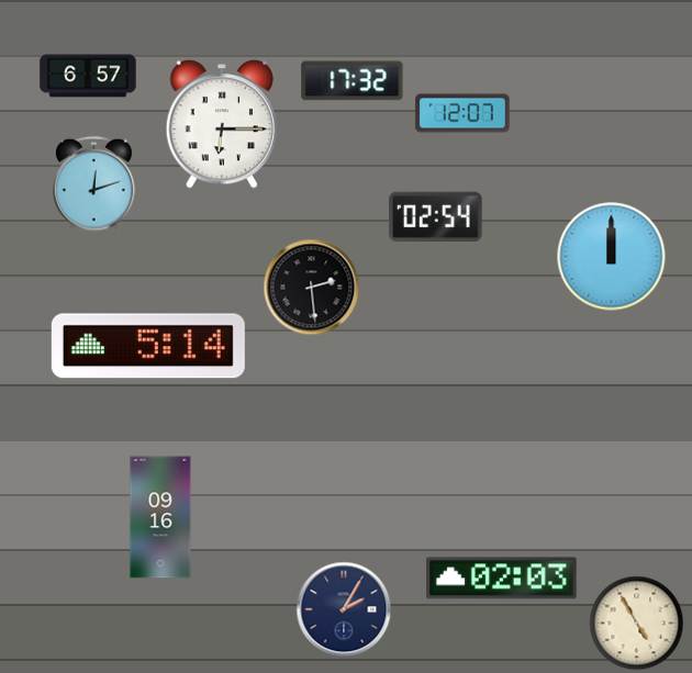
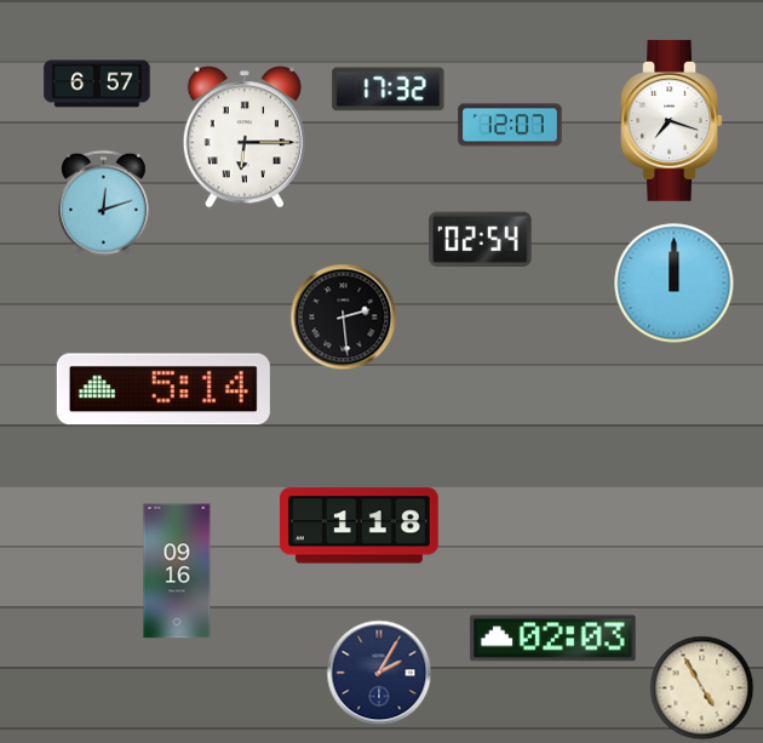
clock at (672, 121): none -> 7:18
clock at (148, 346) position: (148, 346) -> (163, 389)
clock at (358, 526): none -> 1:18
